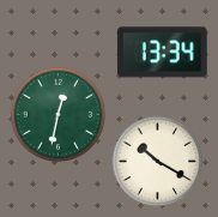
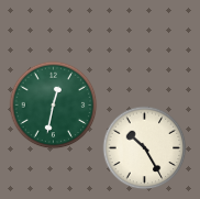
clock at (162, 53): 13:34 -> none
clock at (158, 162): 10:20 -> 10:25
